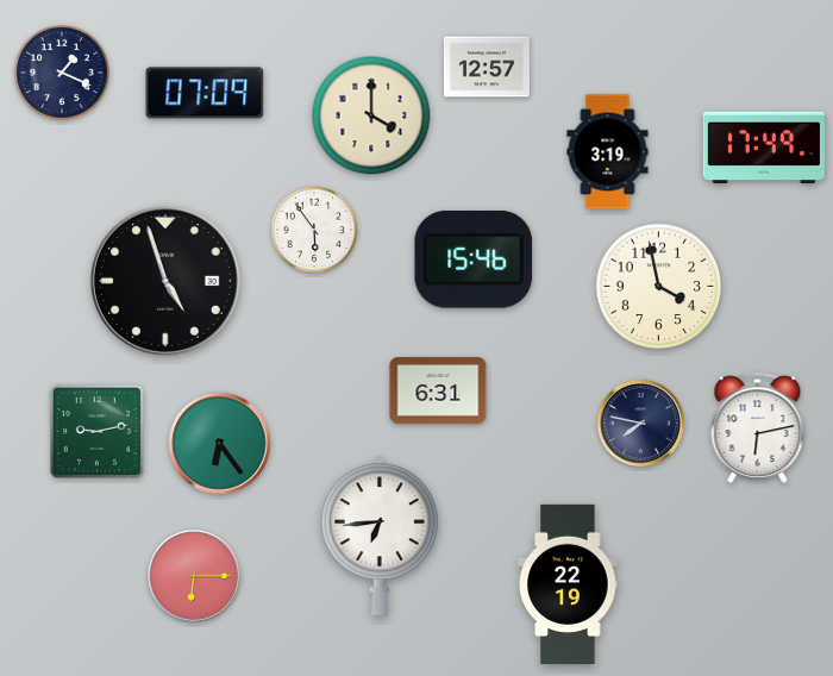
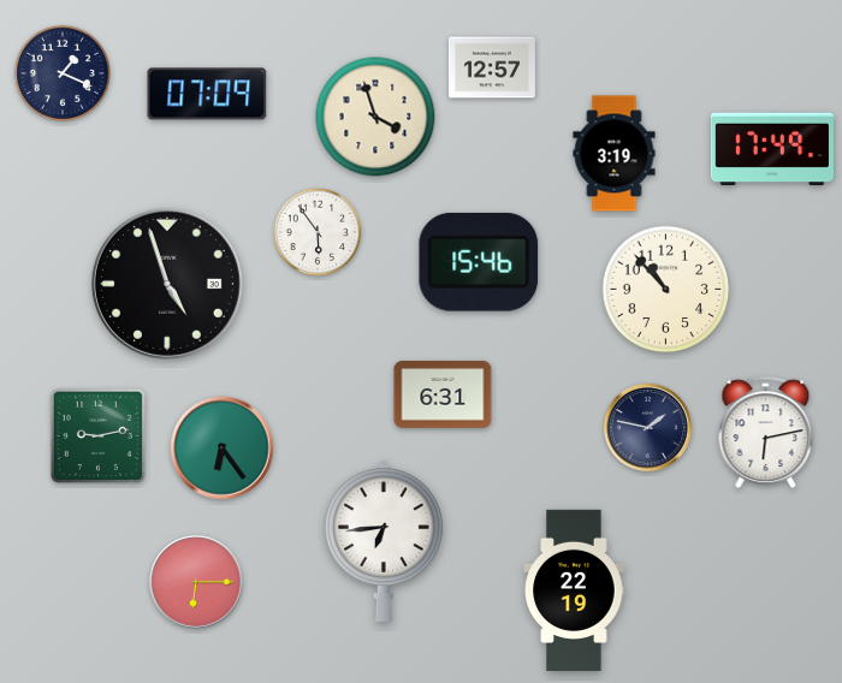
clock at (371, 115): 4:00 -> 3:57
clock at (659, 287): 3:58 -> 10:53
clock at (640, 422): 7:47 -> 1:47
